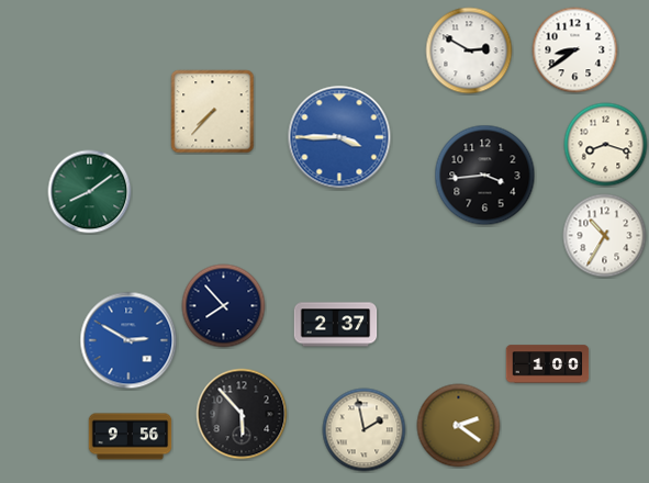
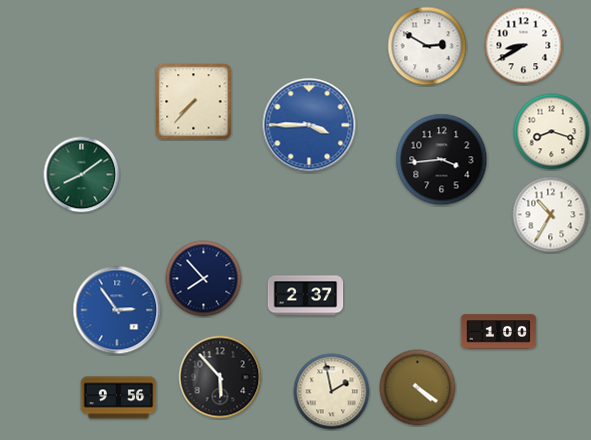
clock at (575, 50): 8:39 -> 8:40
clock at (128, 340): 2:50 -> 2:54
clock at (459, 426): 2:21 -> 4:21
